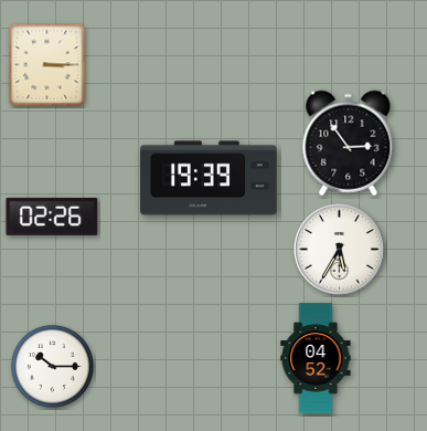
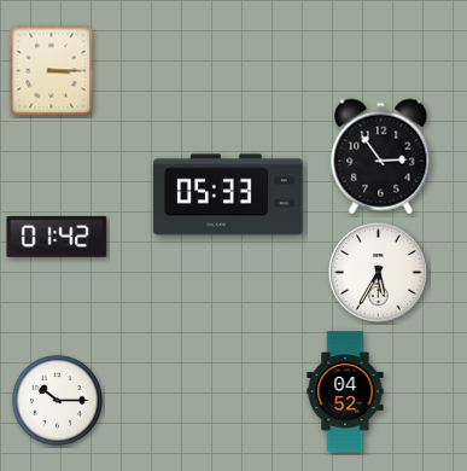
clock at (209, 178): 19:39 -> 05:33
clock at (52, 217): 02:26 -> 01:42
clock at (340, 250) position: (340, 250) -> (379, 273)
